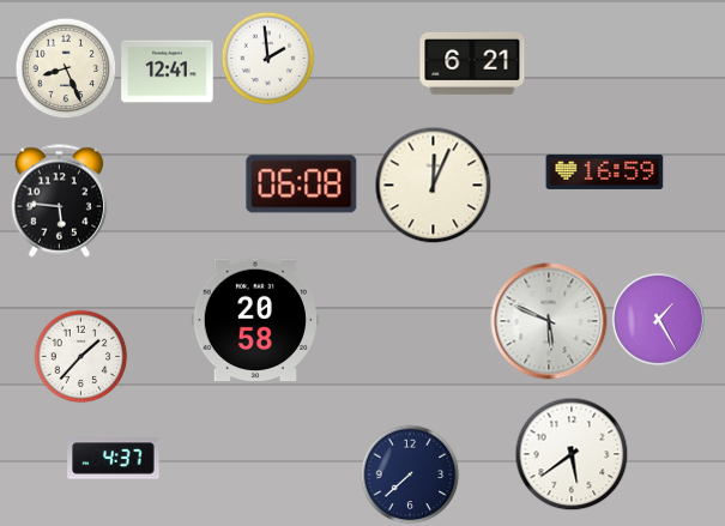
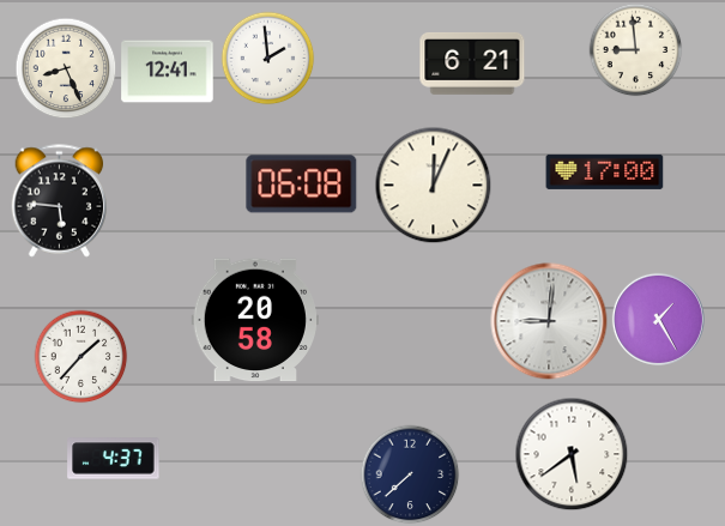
clock at (635, 49): none -> 8:59
clock at (605, 171): 16:59 -> 17:00
clock at (549, 321): 5:49 -> 9:01
